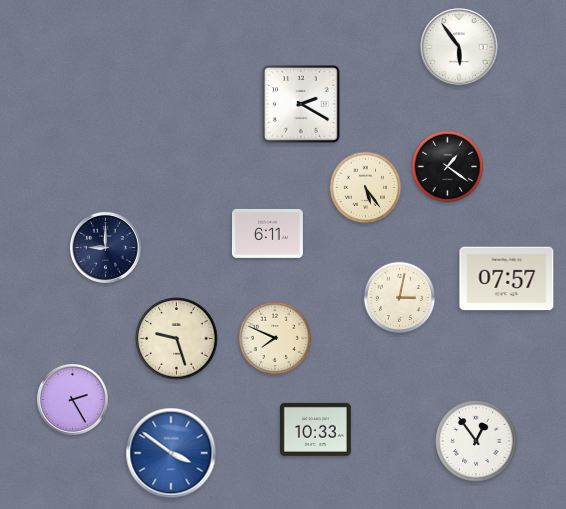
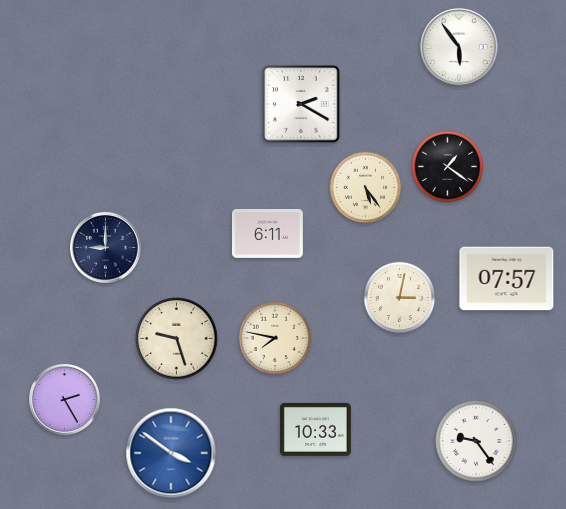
clock at (275, 338): 7:49 -> 7:47
clock at (72, 399) position: (72, 399) -> (64, 399)
clock at (476, 441): 12:54 -> 9:24
